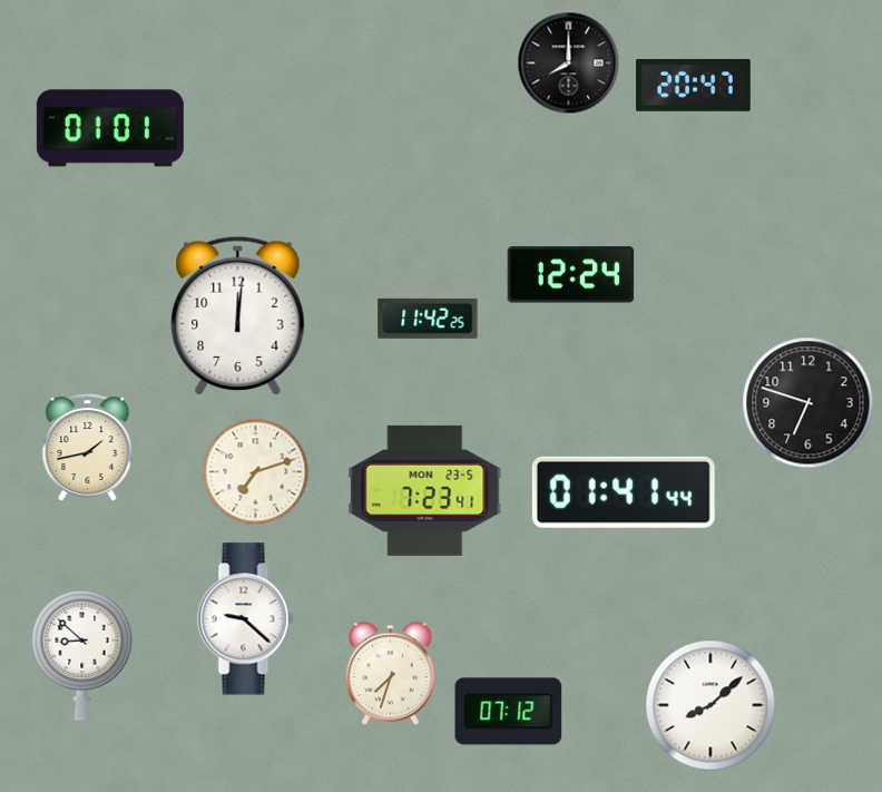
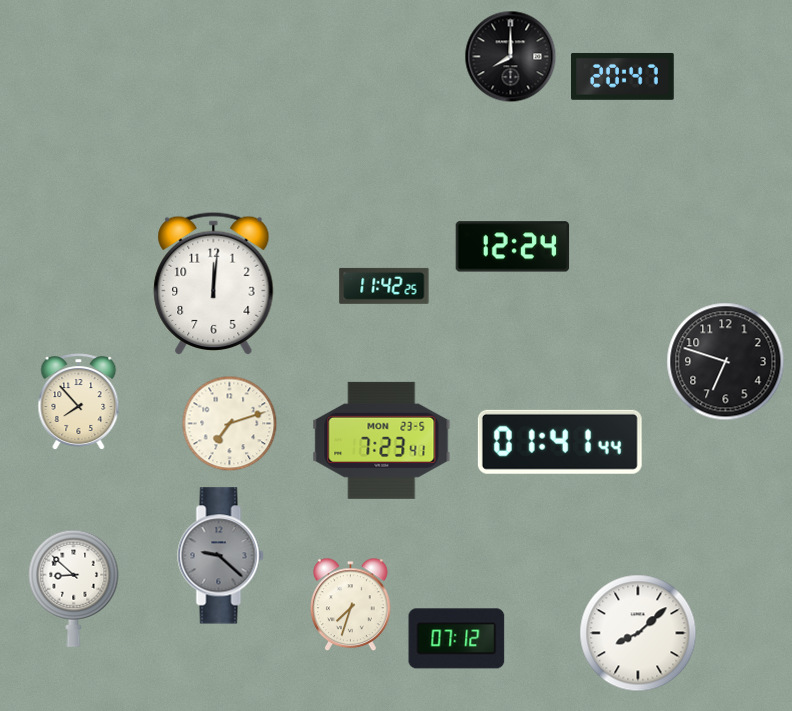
clock at (110, 128): 01:01 -> none
clock at (88, 448): 1:43 -> 7:53
clock at (246, 619) dial: white -> grey
